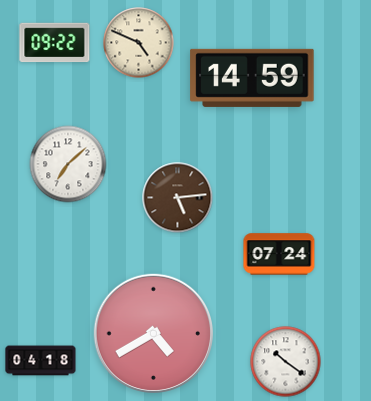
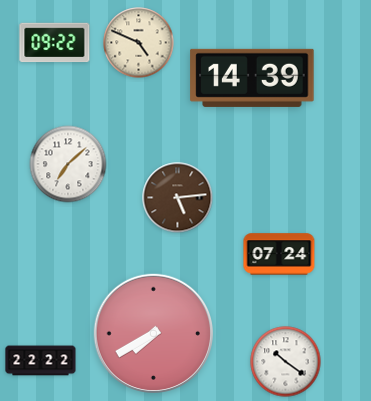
clock at (252, 78): 14:59 -> 14:39
clock at (153, 333): 4:40 -> 7:40
clock at (41, 361): 04:18 -> 22:22
